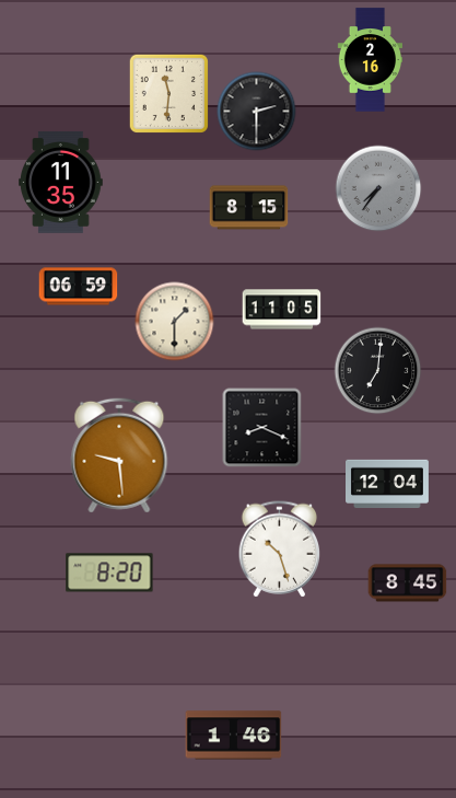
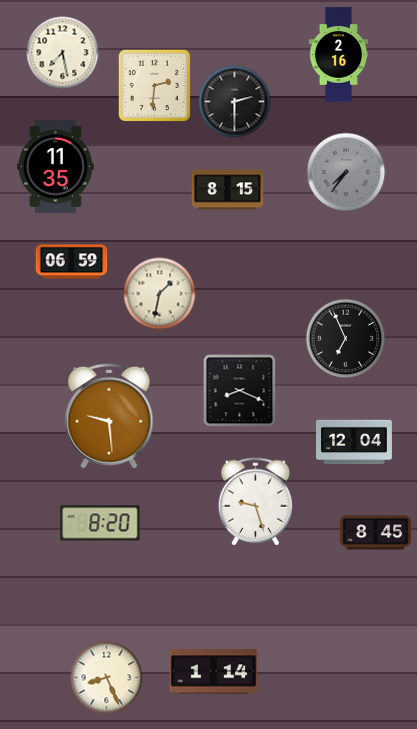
clock at (63, 53): none -> 7:28
clock at (168, 93): 11:31 -> 2:31
clock at (282, 310): 11:05 -> none
clock at (175, 322): 1:30 -> 1:32
clock at (378, 371): 7:01 -> 6:56
clock at (280, 550): 10:27 -> 9:27
clock at (408, 583) position: (408, 583) -> (376, 533)
clock at (234, 736): 1:46 -> 1:14
clock at (107, 678): none -> 8:26
